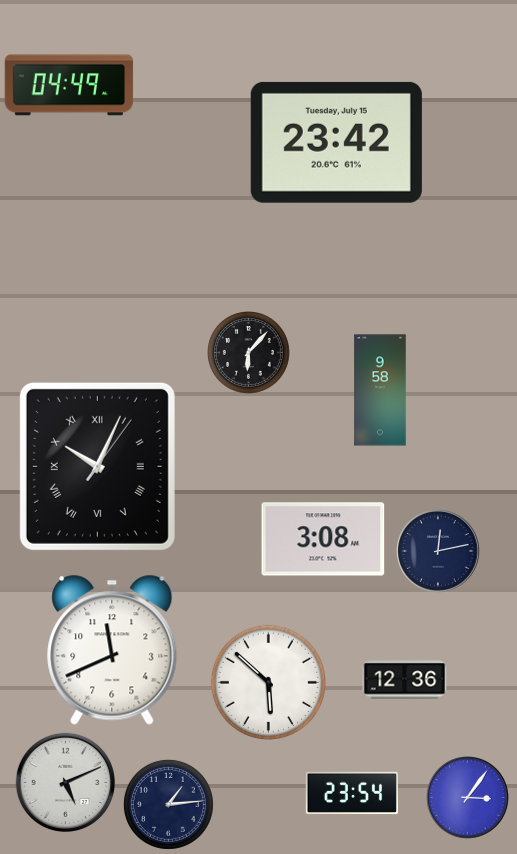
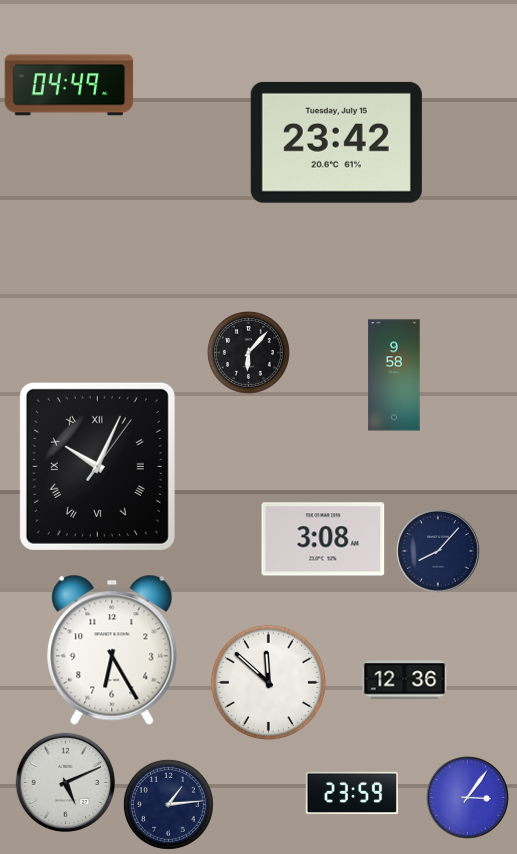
clock at (380, 390) position: (380, 390) -> (394, 375)
clock at (438, 551): 12:13 -> 8:07
clock at (112, 650): 11:41 -> 6:25
clock at (268, 682): 5:52 -> 11:52
clock at (351, 793): 23:54 -> 23:59
